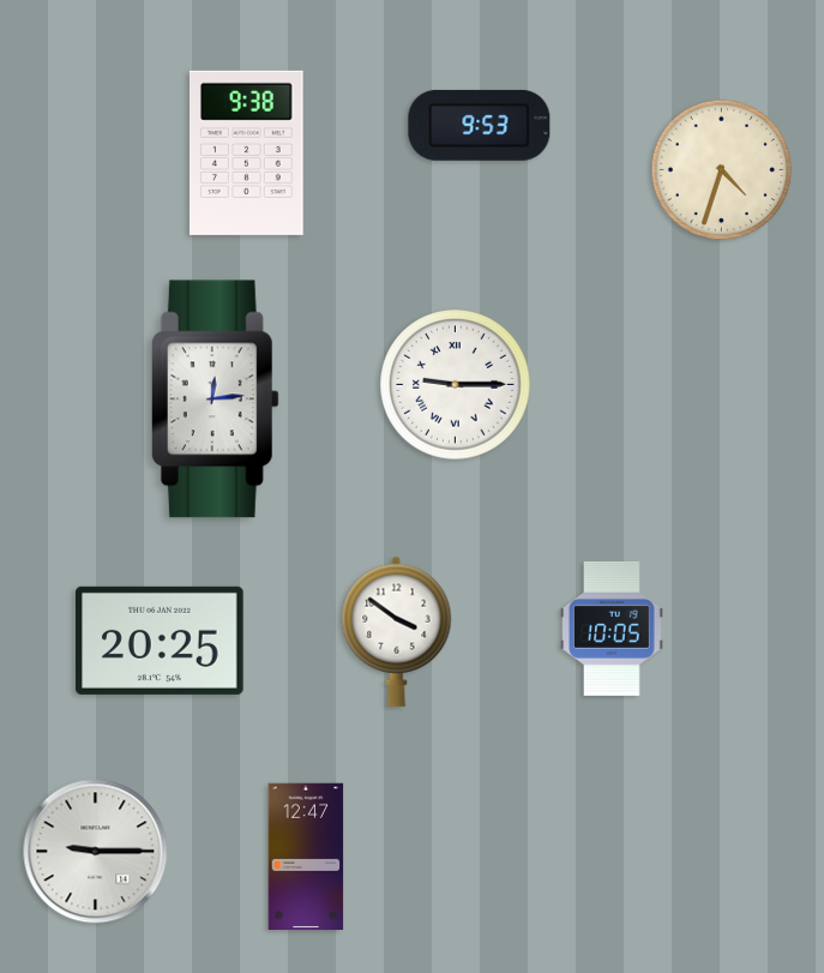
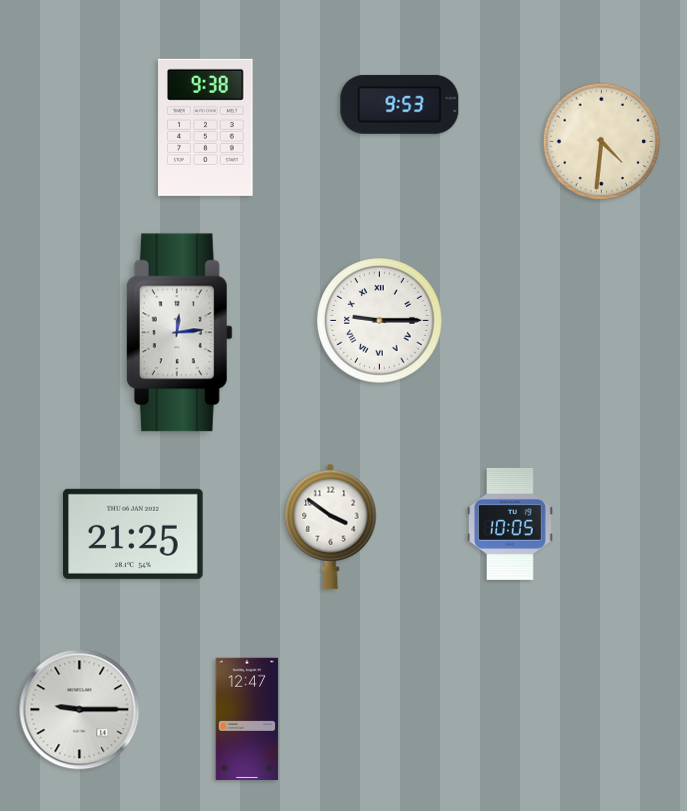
clock at (722, 170): 4:33 -> 4:31
clock at (160, 641): 20:25 -> 21:25
clock at (306, 857) position: (306, 857) -> (247, 719)
